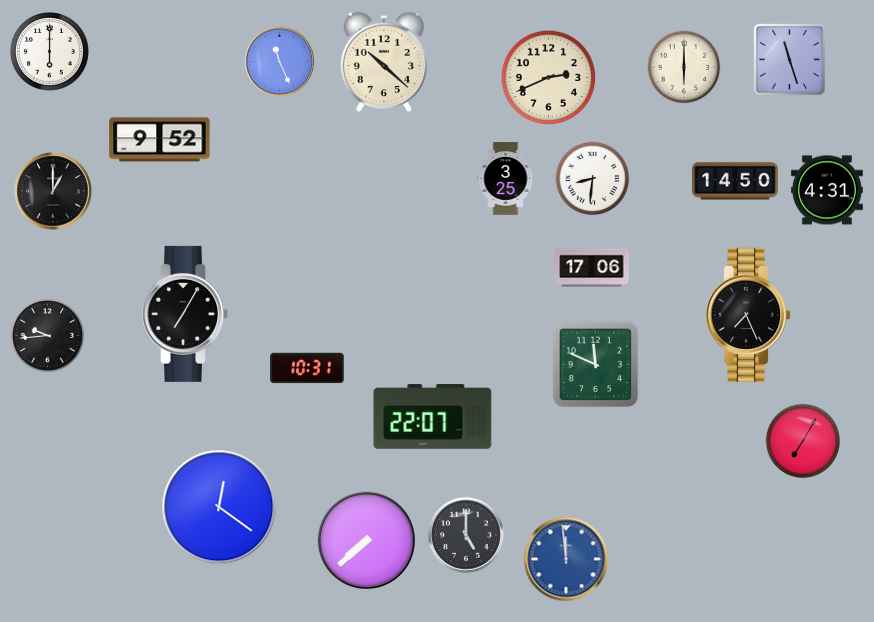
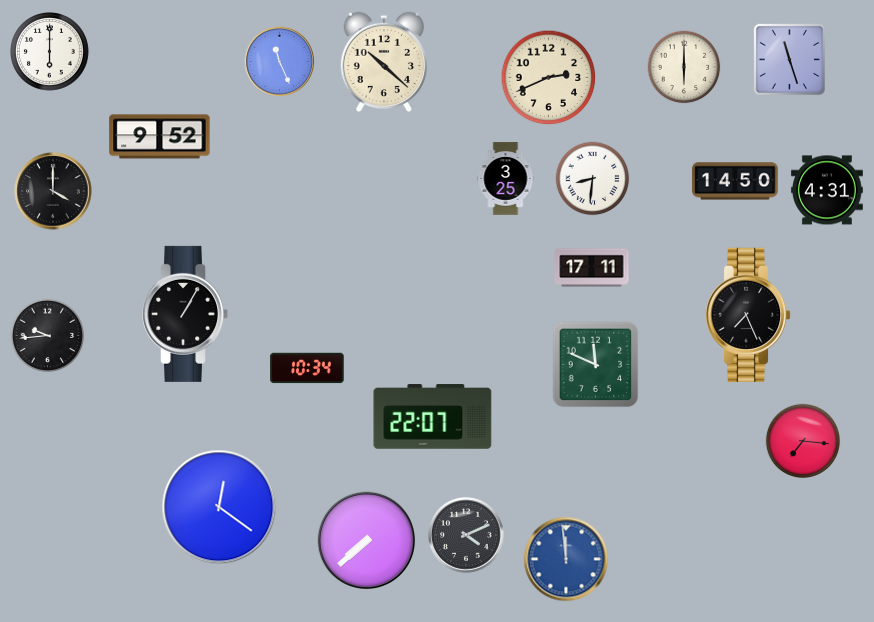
clock at (160, 140) position: (160, 140) -> (160, 137)
clock at (53, 191): 1:00 -> 4:00
clock at (592, 268): 17:06 -> 17:11
clock at (185, 314): 7:05 -> 1:05
clock at (307, 368): 10:31 -> 10:34
clock at (803, 441): 7:05 -> 7:16
clock at (466, 535): 5:00 -> 4:11
